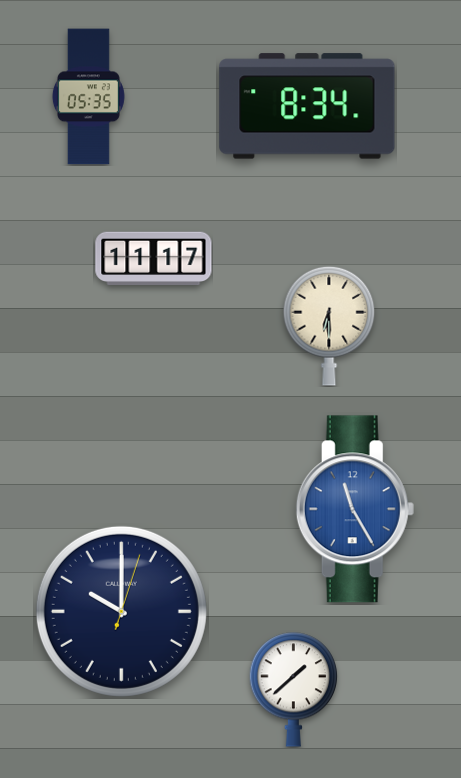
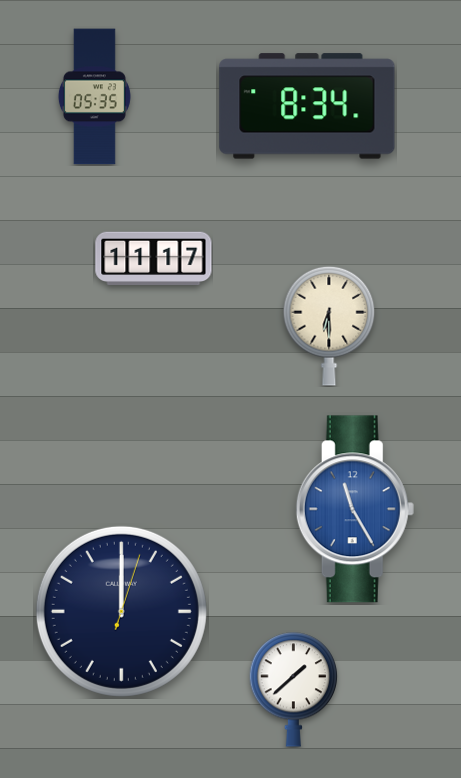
clock at (88, 97) position: (88, 97) -> (94, 97)
clock at (121, 611): 10:00 -> 12:00
